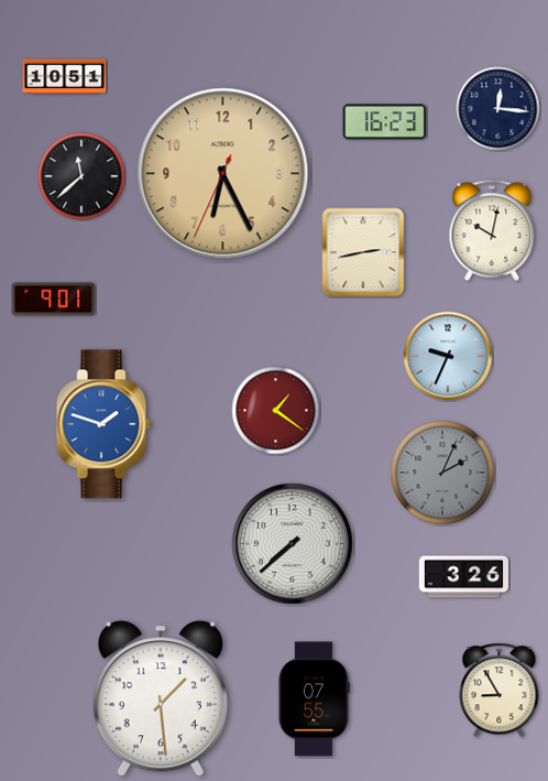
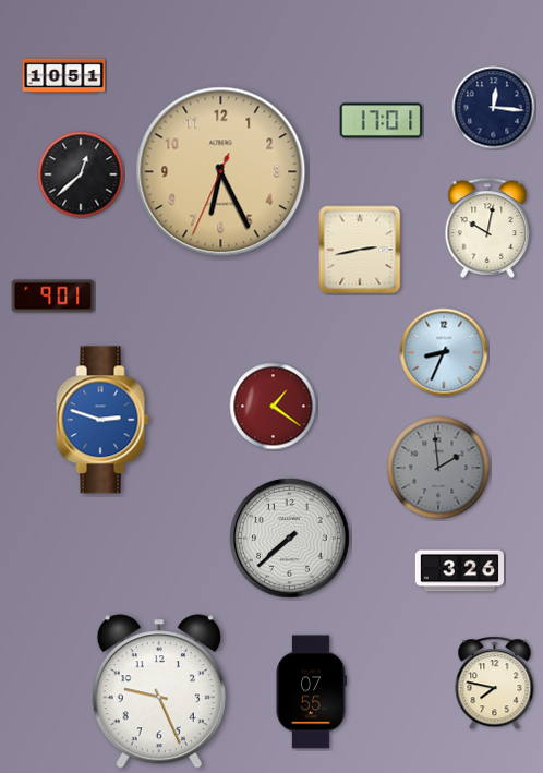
clock at (385, 122): 16:23 -> 17:01
clock at (81, 176): 11:38 -> 12:38
clock at (448, 356): 9:34 -> 8:34
clock at (103, 424): 1:48 -> 2:48
clock at (442, 473): 2:04 -> 1:59
clock at (500, 691): 8:55 -> 7:47
clock at (161, 698): 1:29 -> 9:26
